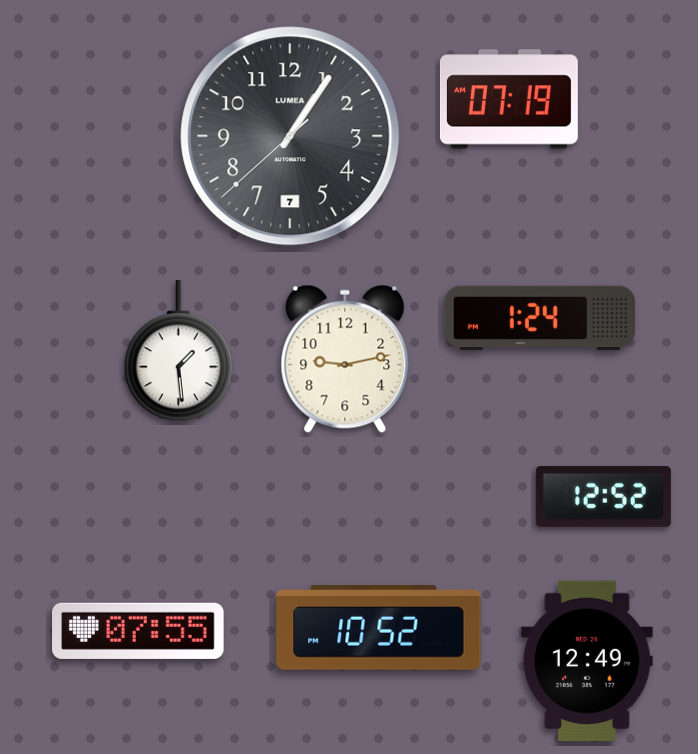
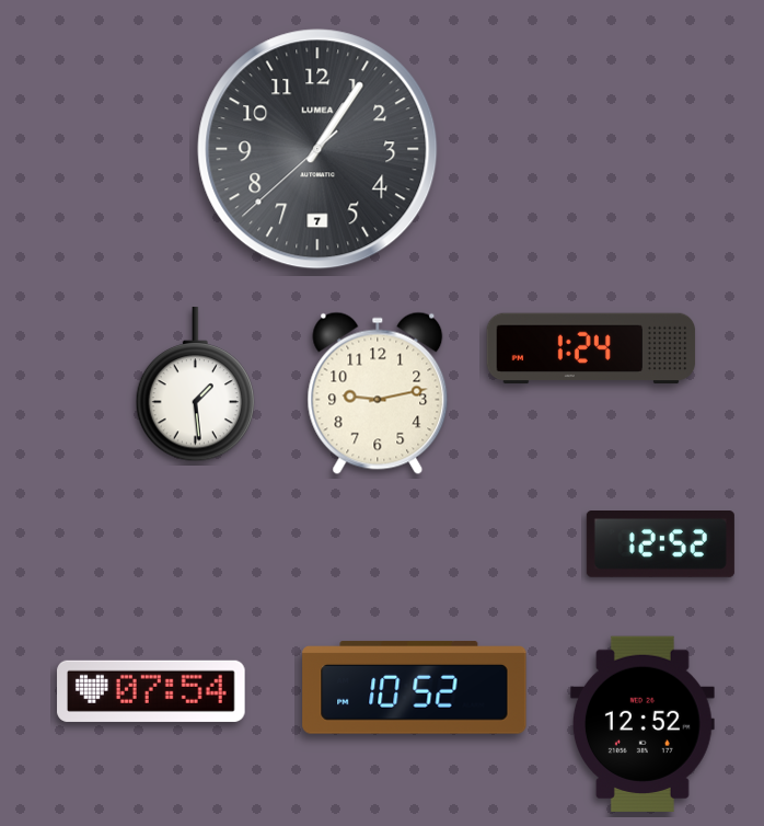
clock at (509, 99): 07:19 -> none
clock at (138, 631): 07:55 -> 07:54
clock at (587, 660): 12:49 -> 12:52
